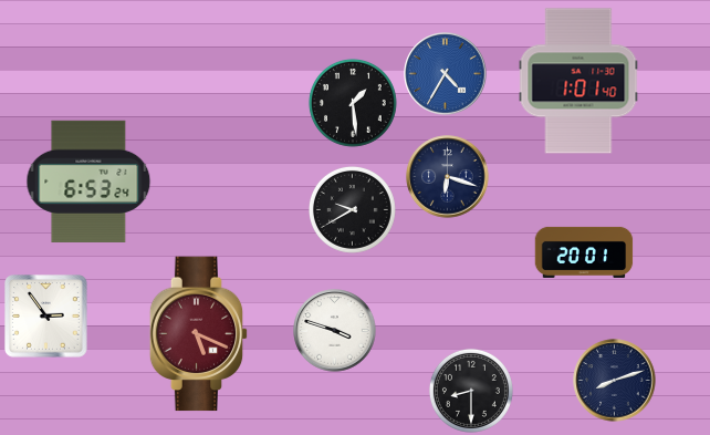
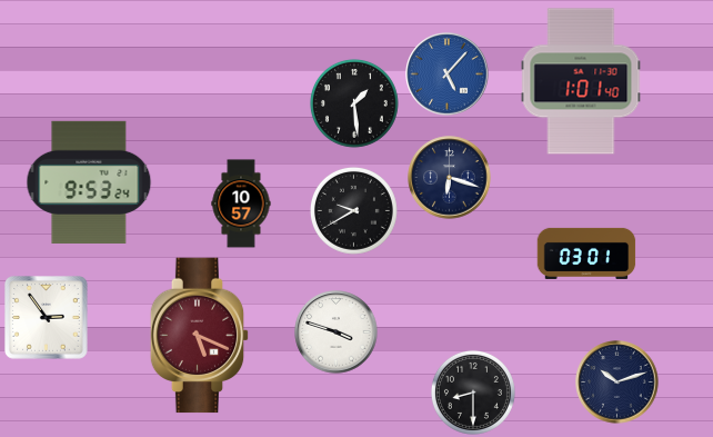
clock at (446, 74): 4:35 -> 5:07
clock at (88, 182): 6:53 -> 9:53
clock at (241, 203): none -> 10:57
clock at (584, 252): 20:01 -> 03:01
clock at (615, 381): 8:12 -> 10:12
